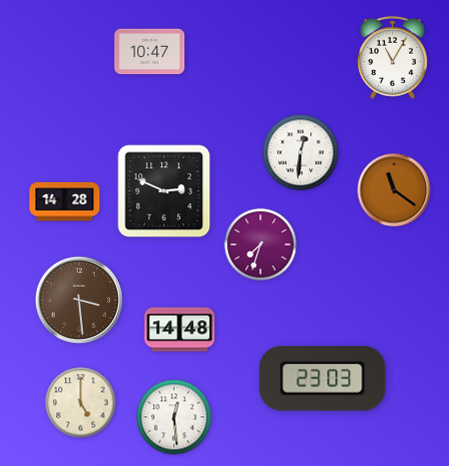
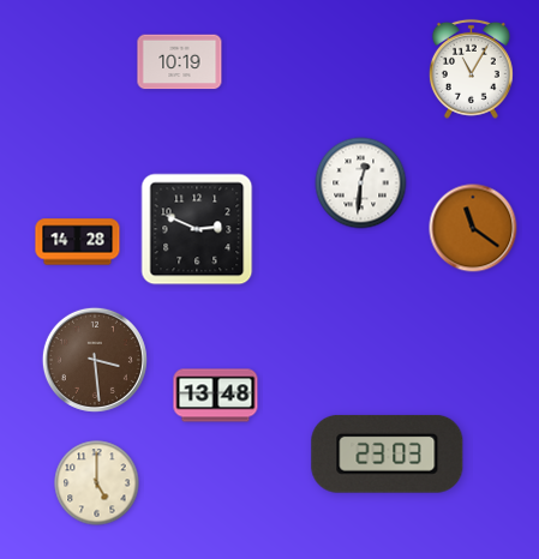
clock at (150, 52): 10:47 -> 10:19
clock at (261, 245): 7:33 -> none
clock at (180, 330): 14:48 -> 13:48
clock at (174, 417): 12:29 -> none
